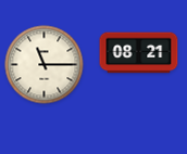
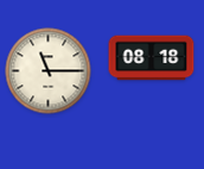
clock at (139, 53): 08:21 -> 08:18
